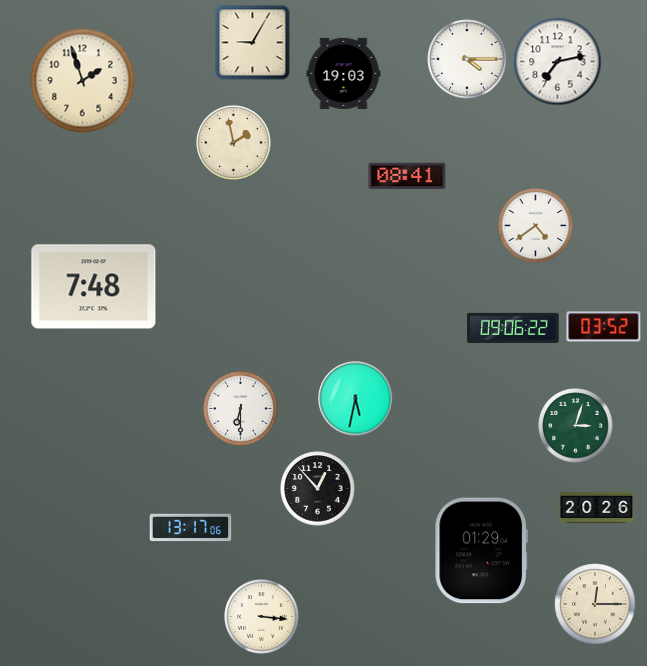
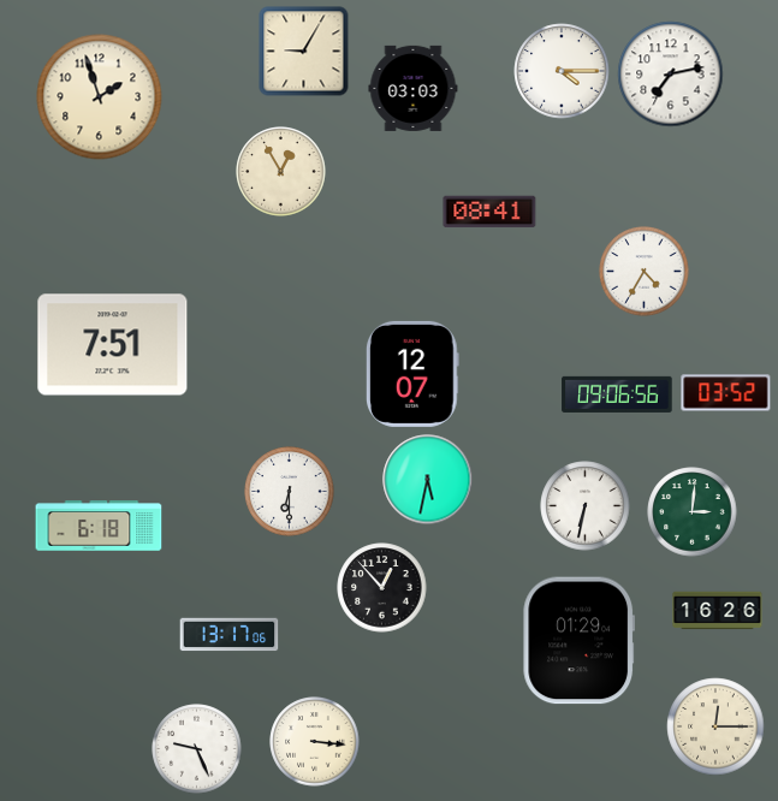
clock at (344, 73): 19:03 -> 03:03
clock at (234, 143): 1:58 -> 12:55
clock at (536, 226): 4:39 -> 4:35
clock at (94, 287): 7:48 -> 7:51
clock at (412, 374): none -> 12:07
clock at (513, 328): 09:06:22 -> 09:06:56
clock at (586, 506): none -> 6:32
clock at (576, 426): 3:03 -> 3:01
clock at (99, 526): none -> 6:18
clock at (597, 508): 20:26 -> 16:26
clock at (481, 551) position: (481, 551) -> (578, 641)
clock at (197, 749): none -> 9:26
